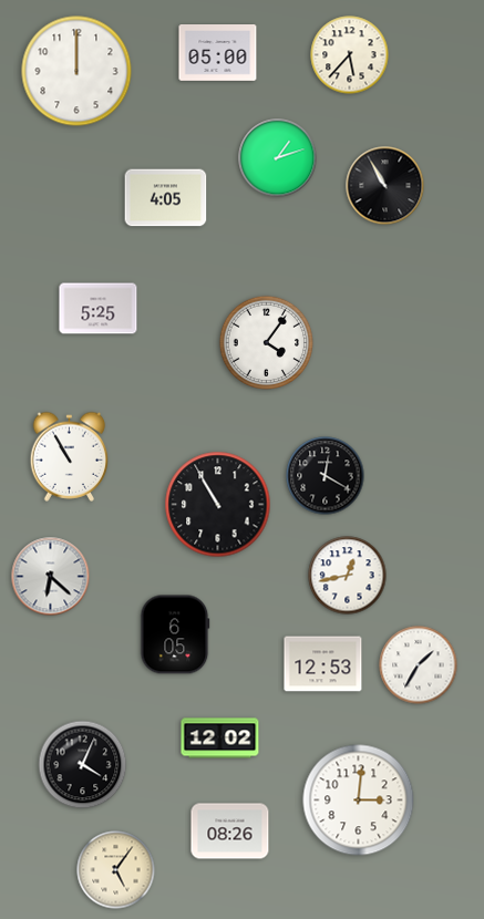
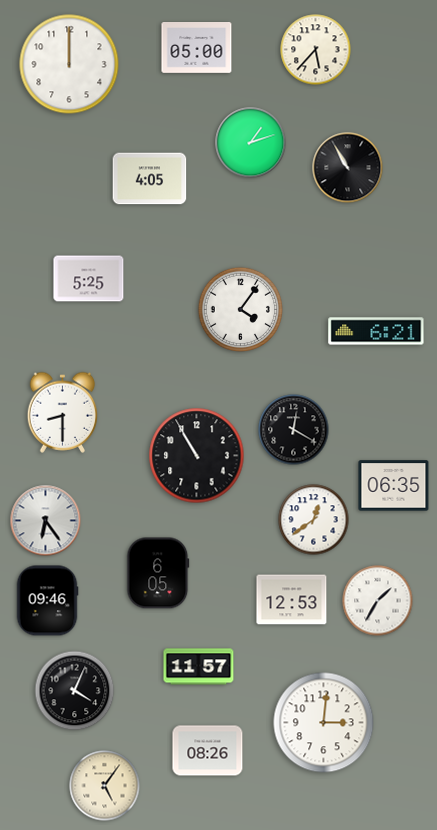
clock at (376, 331): none -> 6:21
clock at (70, 456): 10:55 -> 8:30
clock at (394, 486): none -> 06:35
clock at (348, 576): 12:43 -> 12:39
clock at (51, 577): 6:22 -> 6:24
clock at (47, 601): none -> 09:46
clock at (220, 739): 12:02 -> 11:57
